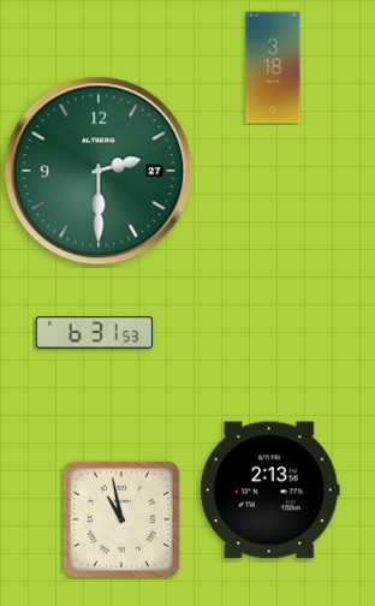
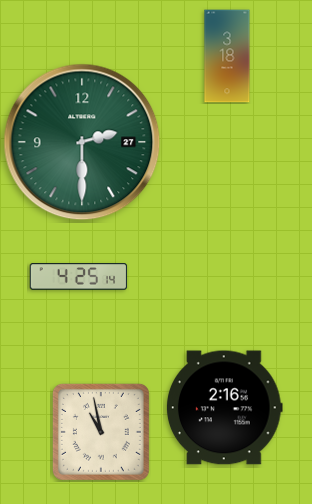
clock at (95, 333): 6:31 -> 4:25
clock at (269, 491): 2:13 -> 2:16
